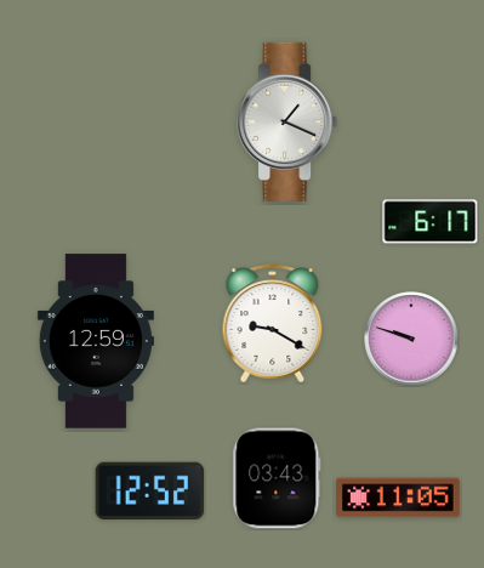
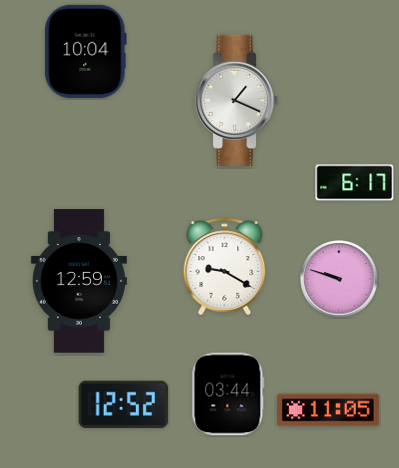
clock at (86, 51): none -> 10:04
clock at (277, 478): 03:43 -> 03:44
